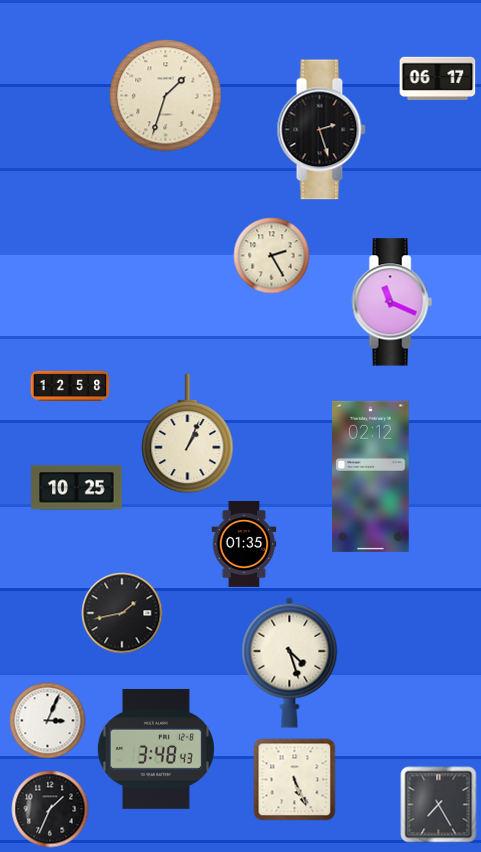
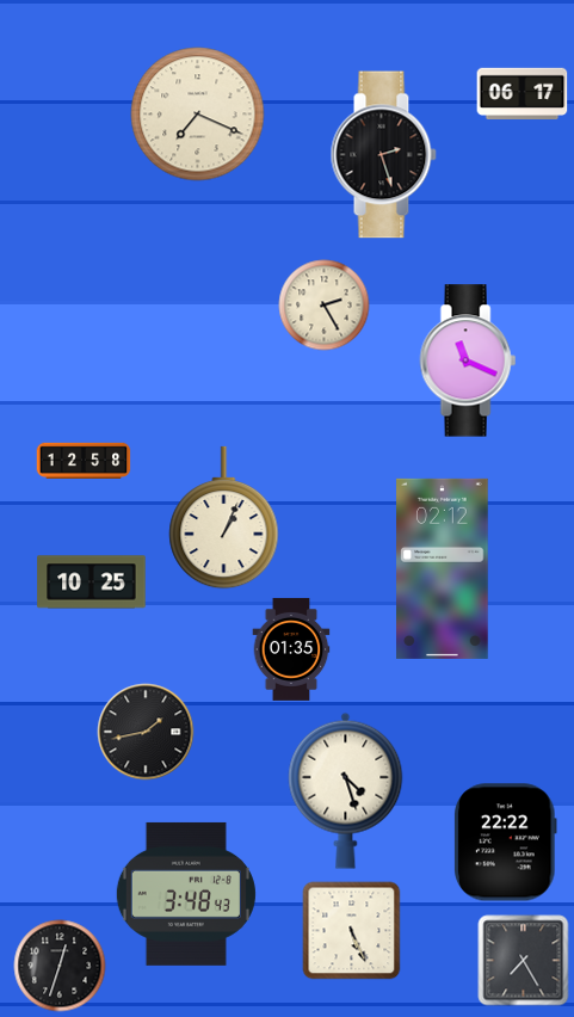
clock at (166, 96): 1:33 -> 7:19
clock at (506, 843): none -> 22:22
clock at (48, 721): 3:04 -> none
clock at (50, 809): 1:34 -> 12:33
